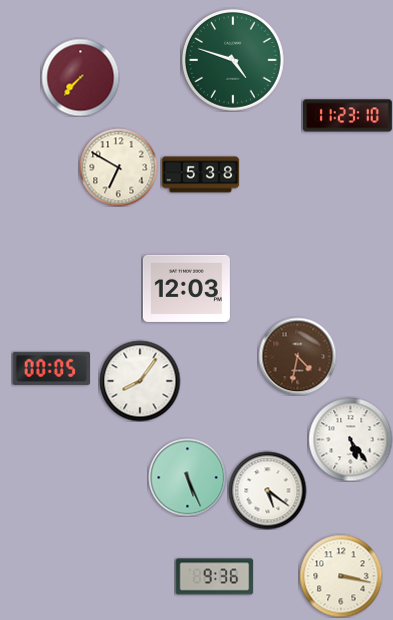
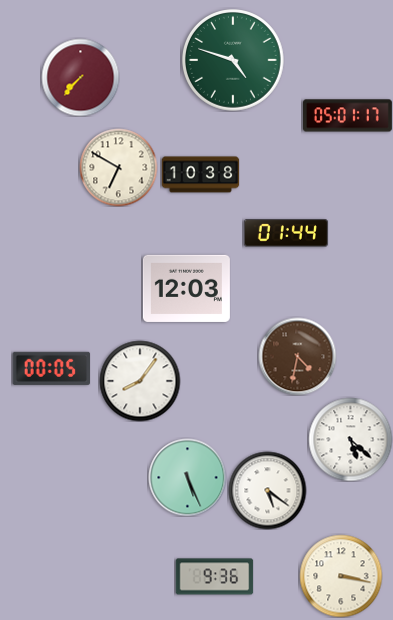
clock at (347, 116): 11:23 -> 05:01
clock at (200, 175): 5:38 -> 10:38
clock at (286, 233): none -> 01:44
clock at (350, 439): 5:24 -> 5:22
